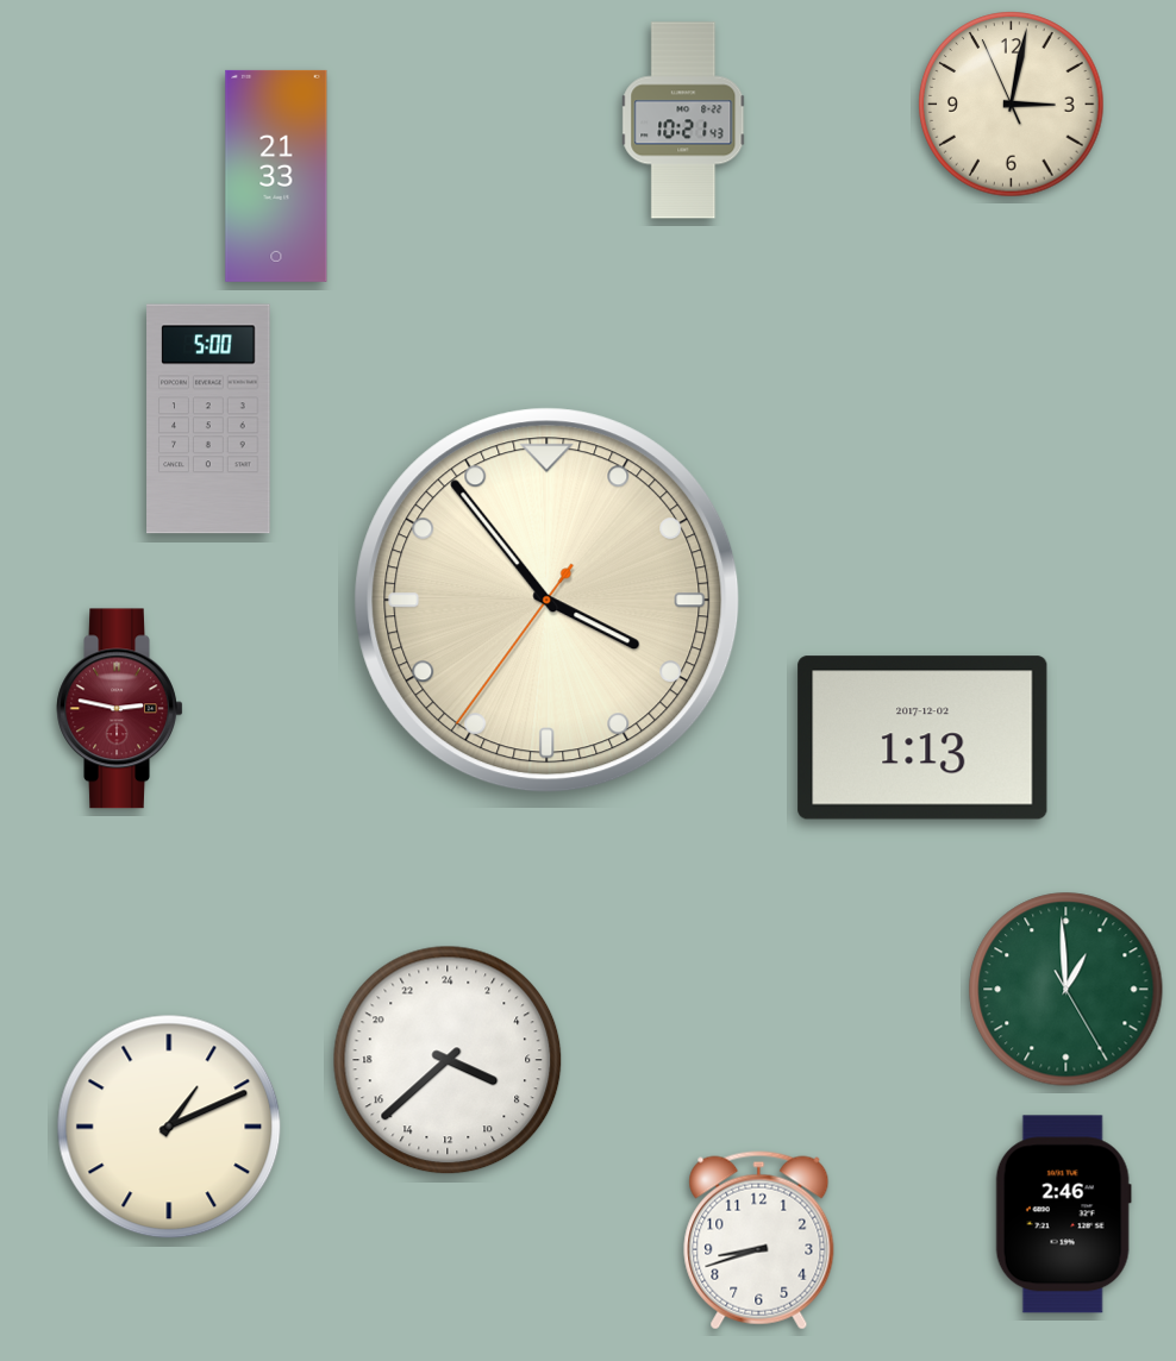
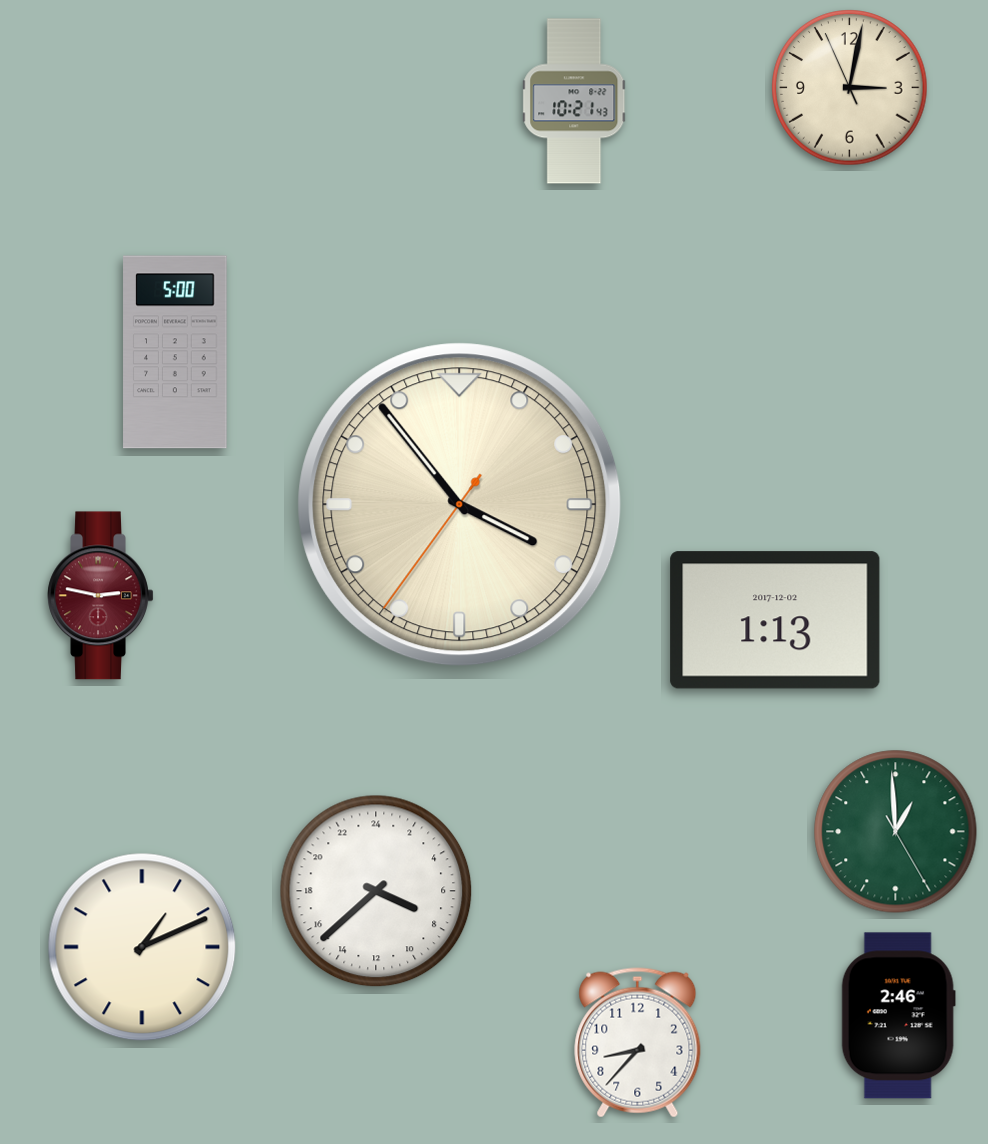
clock at (276, 176): 21:33 -> none
clock at (1063, 1215) position: (1063, 1215) -> (898, 1016)
clock at (759, 1241): 8:42 -> 8:37
